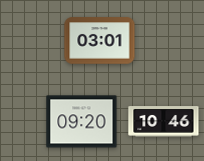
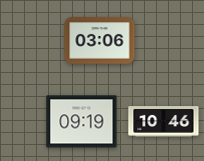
clock at (100, 41): 03:01 -> 03:06
clock at (82, 122): 09:20 -> 09:19
